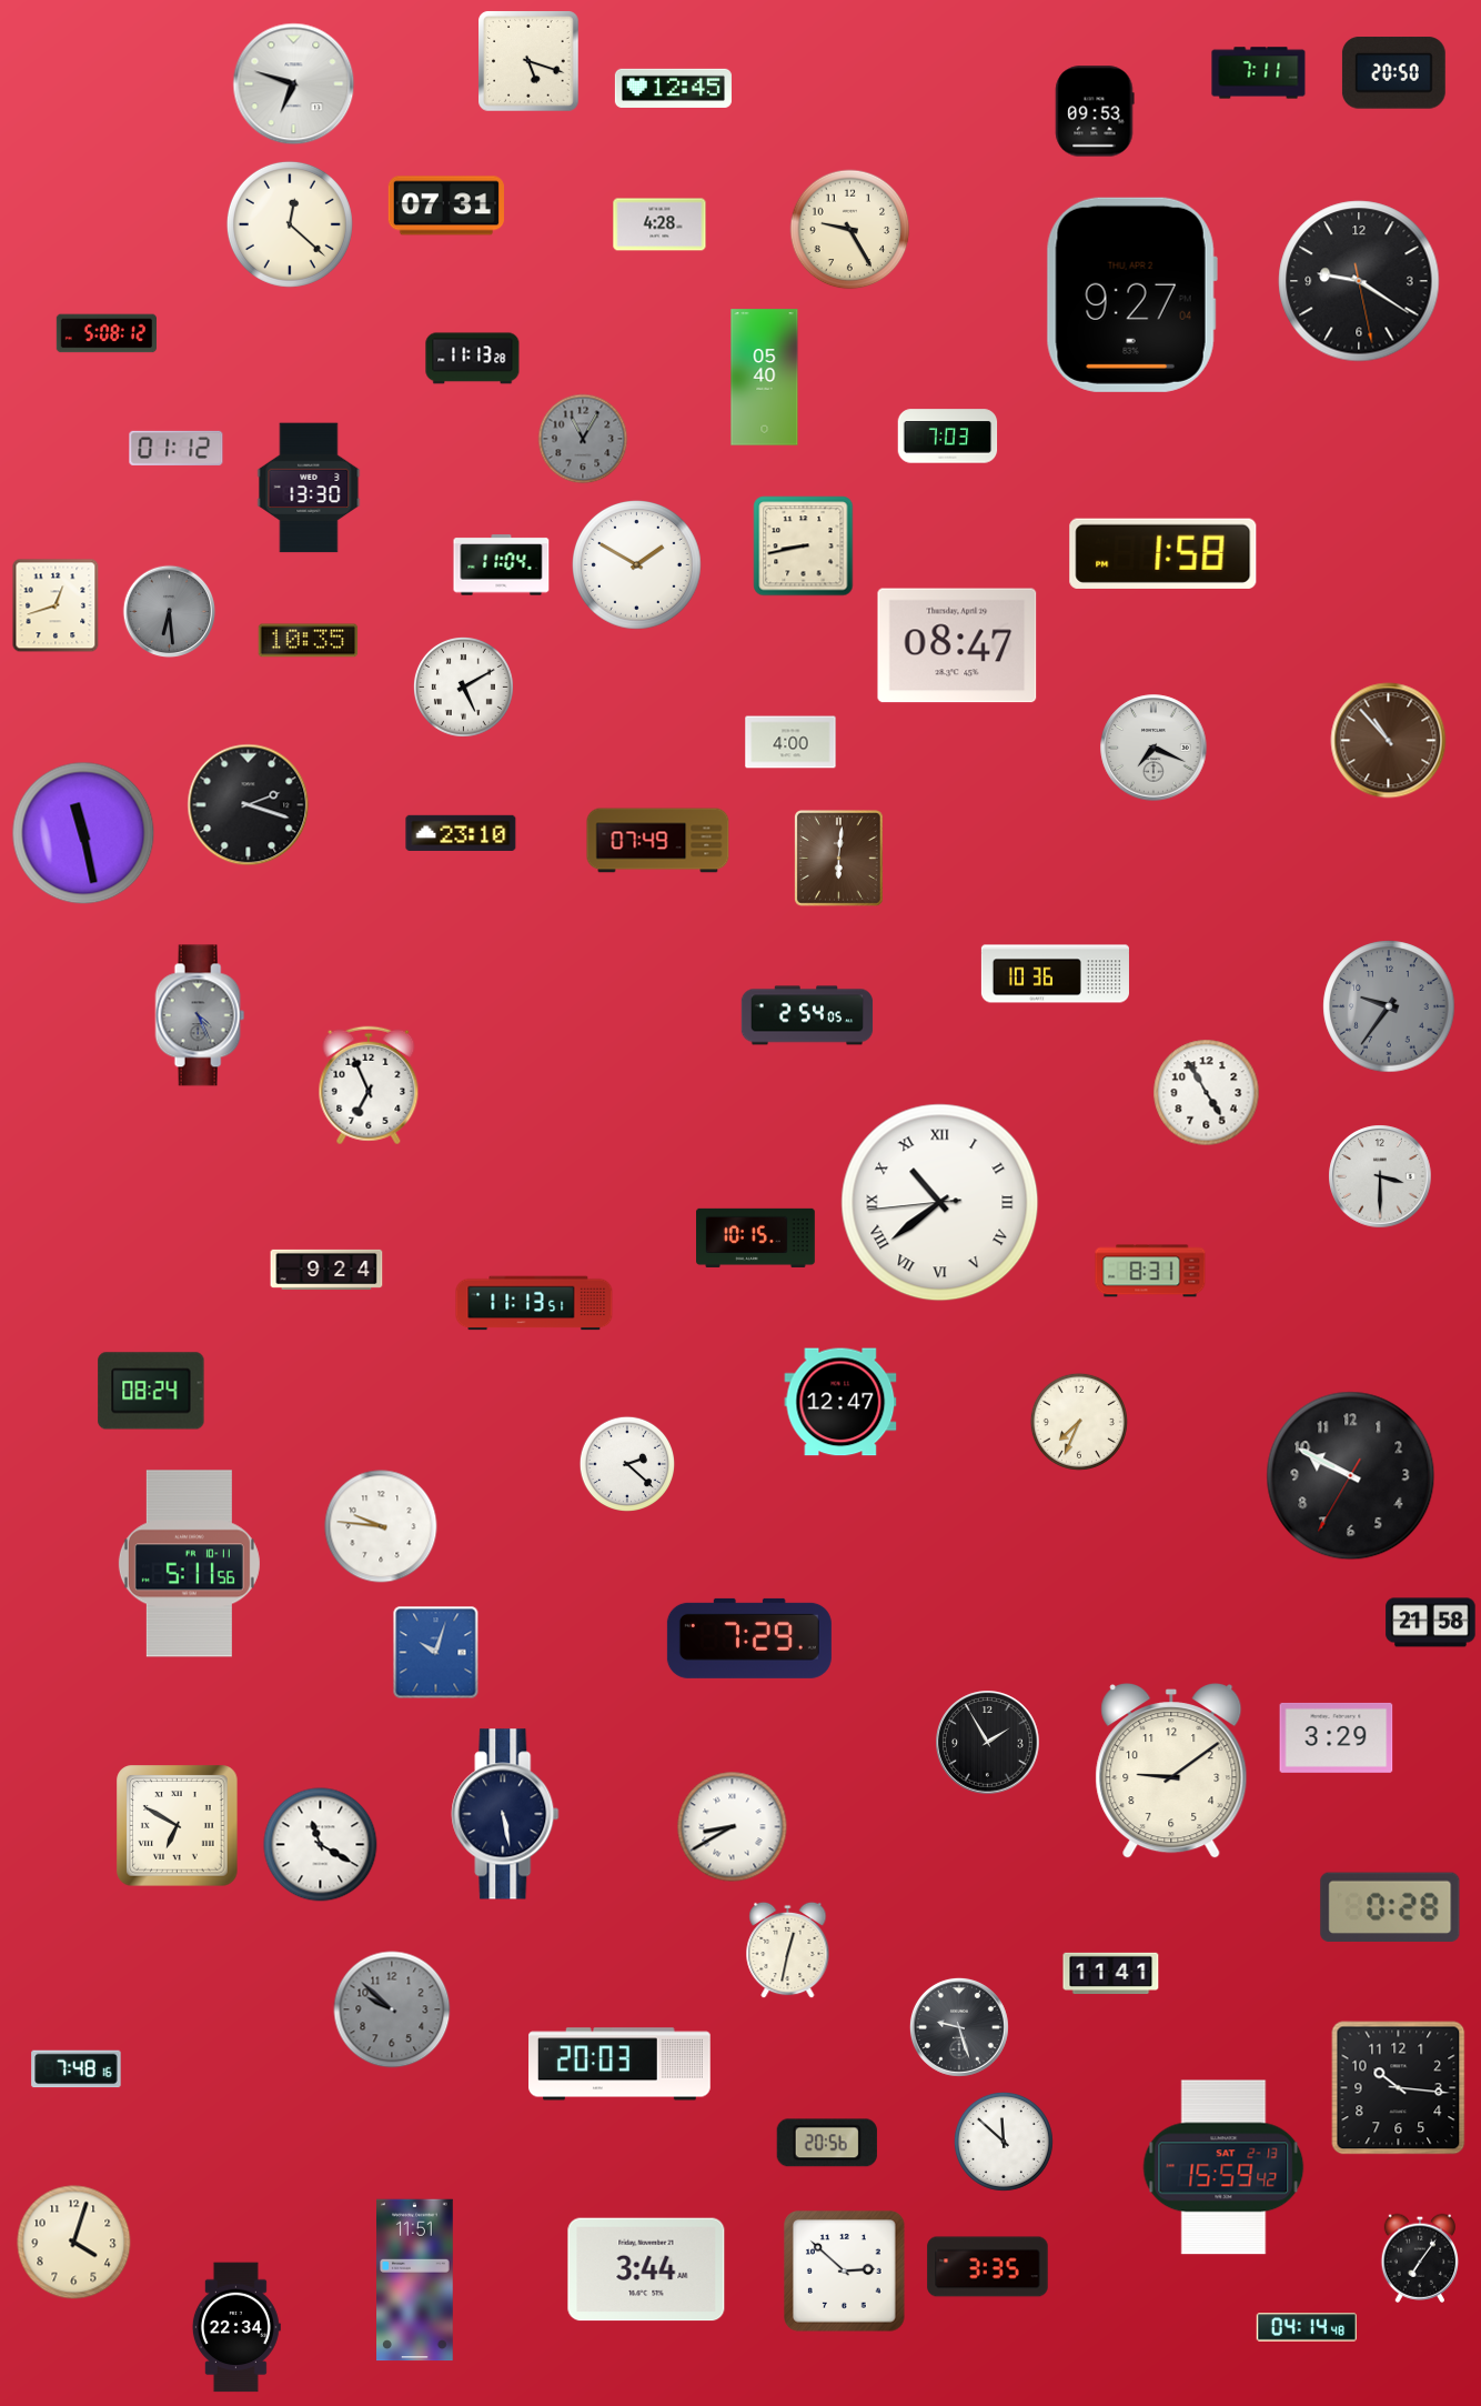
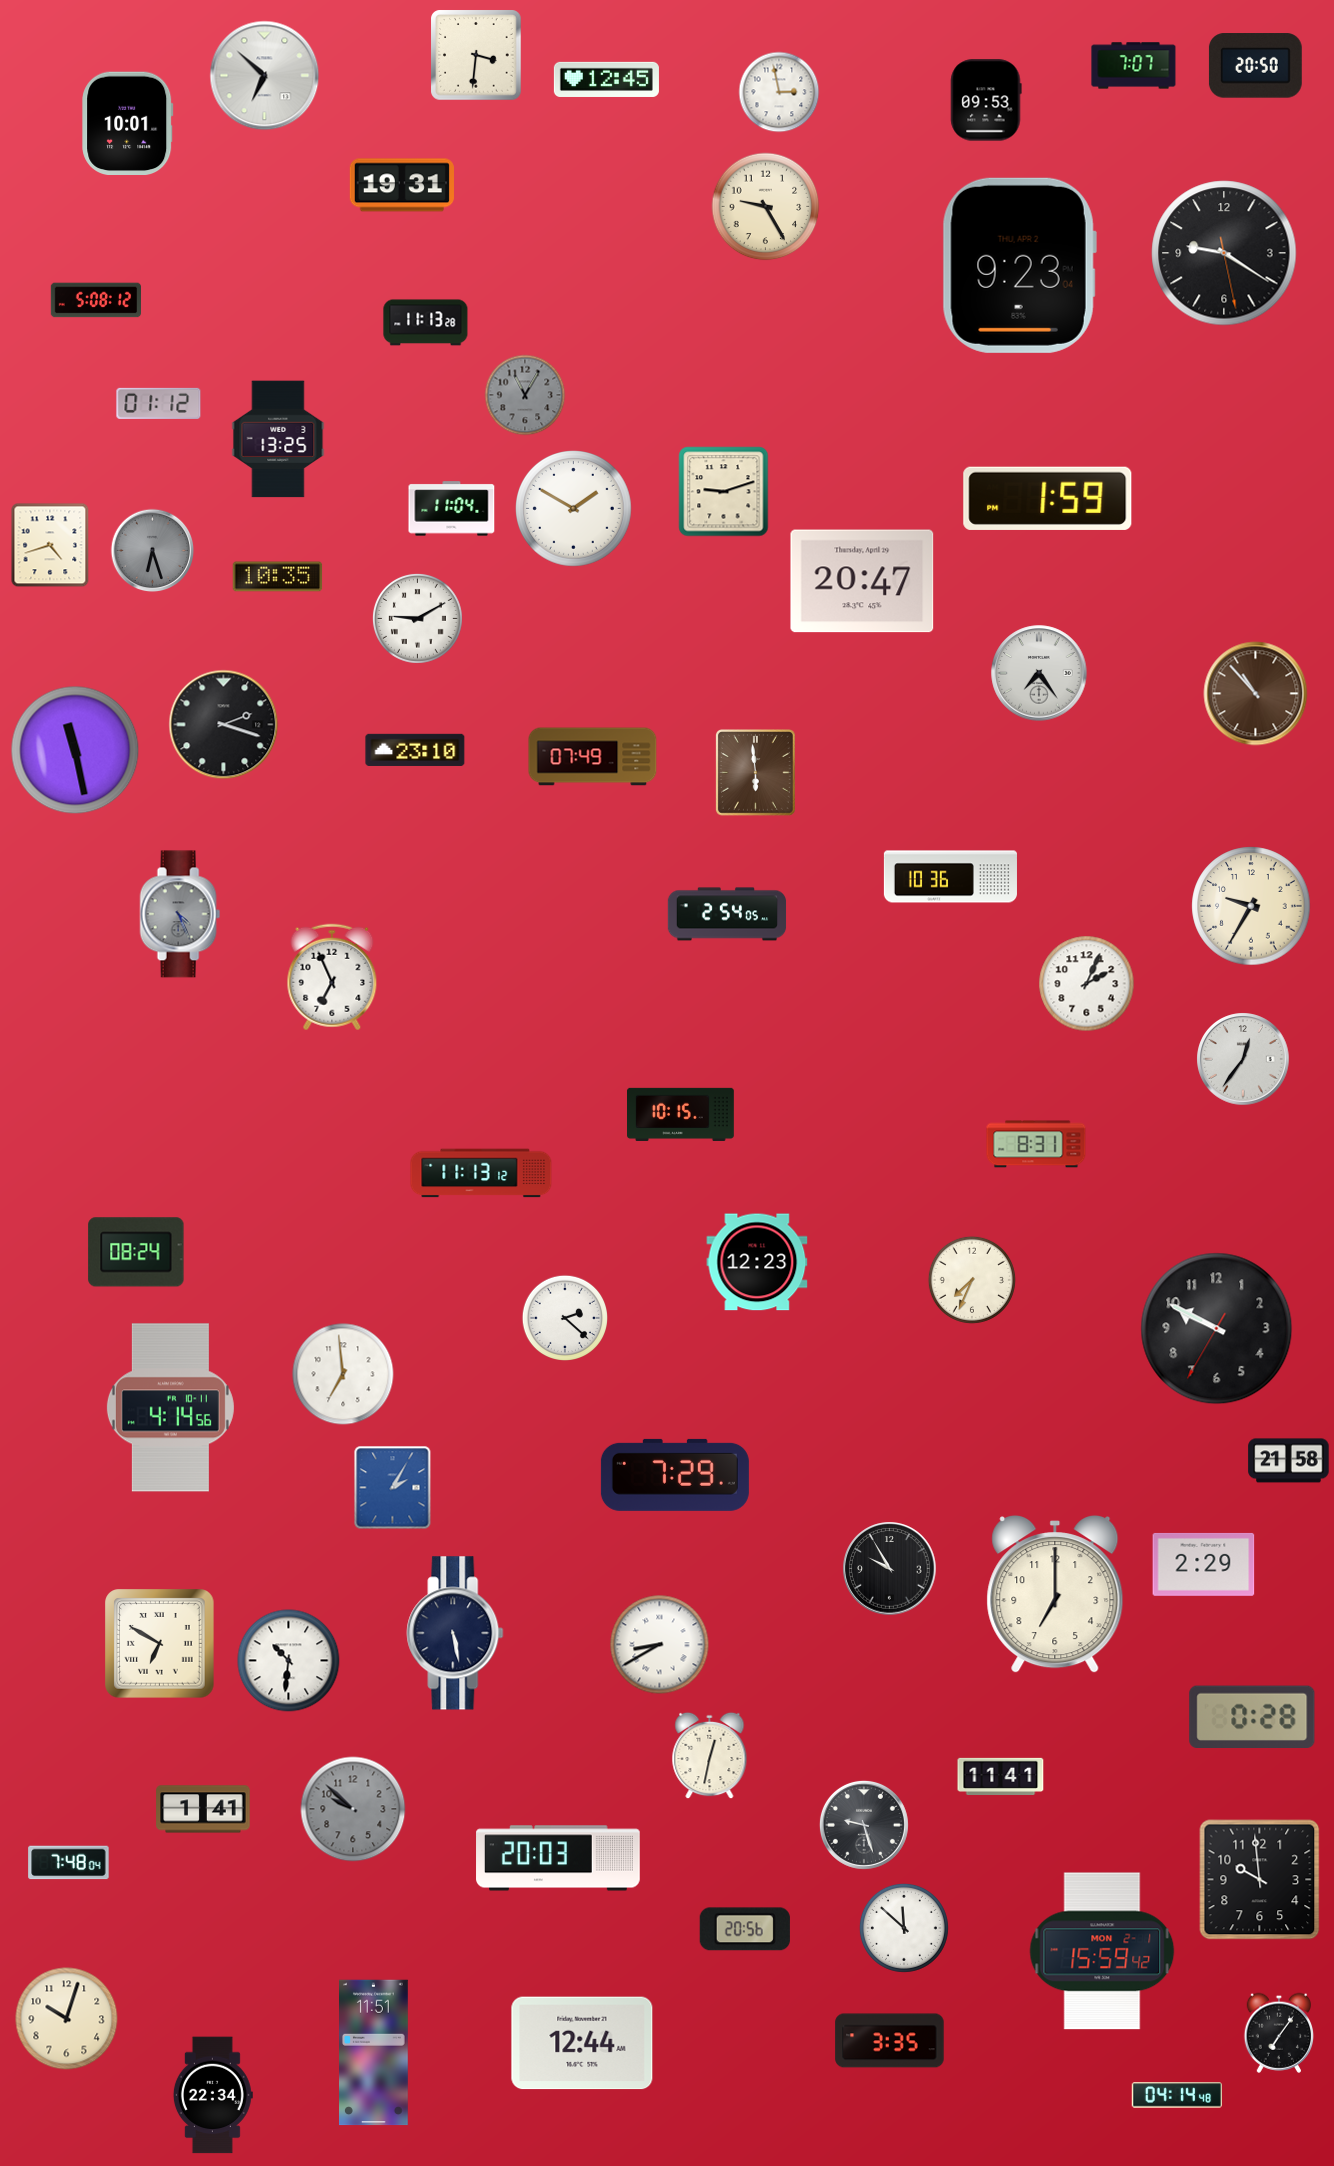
clock at (528, 61): 5:18 -> 3:31
clock at (1259, 73): 7:11 -> 7:07
clock at (294, 84): 6:48 -> 6:52
clock at (779, 92): none -> 2:58
clock at (128, 123): none -> 10:01
clock at (446, 205): 07:31 -> 19:31
clock at (290, 224): 12:22 -> none
clock at (659, 224): 4:28 -> none
clock at (1131, 294): 9:27 -> 9:23
clock at (765, 378): 05:40 -> none
clock at (948, 437): 7:03 -> none
clock at (309, 488): 13:30 -> 13:25
clock at (804, 547): 8:43 -> 9:12
clock at (1163, 553): 1:58 -> 1:59
clock at (56, 605): 12:42 -> 4:42
clock at (170, 612): 6:29 -> 6:27
clock at (957, 645): 08:47 -> 20:47
clock at (463, 686): 5:10 -> 9:10
clock at (1389, 741) position: (1389, 741) -> (1256, 694)
clock at (790, 742): 4:00 -> none
clock at (1153, 748): 7:19 -> 7:24
clock at (839, 859): 6:01 -> 5:59
clock at (1389, 1006): 9:36 -> 9:35
clock at (1389, 1006) dial: grey -> cream
clock at (1207, 1093): 4:55 -> 2:04
clock at (1380, 1176): 3:30 -> 12:36
clock at (940, 1203): 10:38 -> none
clock at (326, 1270): 9:24 -> none
clock at (534, 1303): 11:13:51 -> 11:13:12
clock at (840, 1402): 12:47 -> 12:23
clock at (381, 1526): 9:46 -> 6:59
clock at (189, 1564): 5:11 -> 4:14
clock at (436, 1653): 10:03 -> 2:05
clock at (1337, 1737): 3:29 -> 2:29
clock at (988, 1743): 1:55 -> 9:55
clock at (1171, 1772): 9:09 -> 7:00
clock at (321, 1845): 11:20 -> 10:31
clock at (203, 1809): none -> 1:41
clock at (77, 2069): 7:48:16 -> 7:48:04
clock at (1399, 2088): 10:16 -> 9:59
clock at (1223, 2167) date: SAT 2-13 -> MON 2-1
clock at (74, 2243): 4:03 -> 10:03
clock at (646, 2269): 3:44 -> 12:44
clock at (845, 2272): 2:52 -> none
